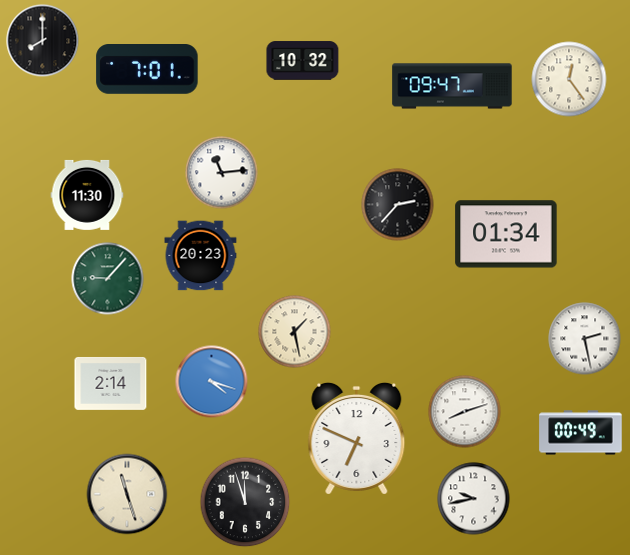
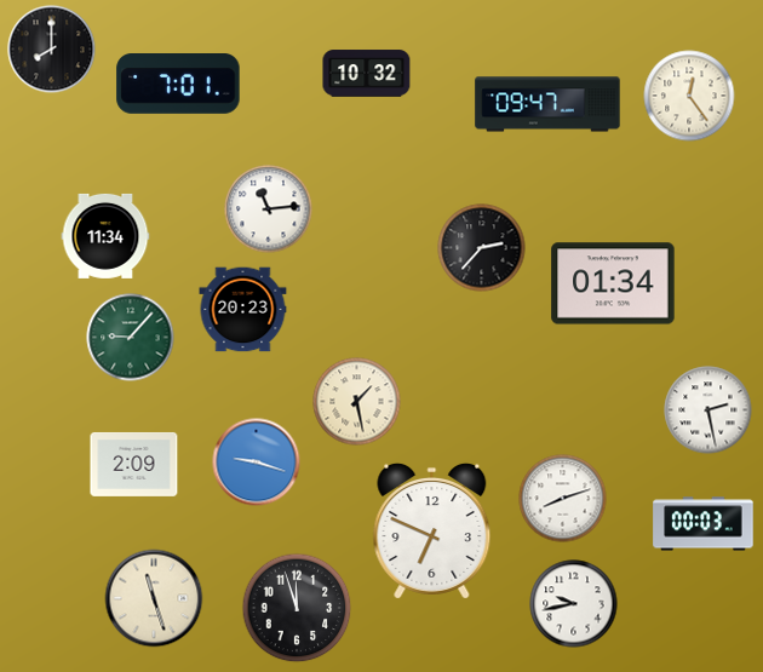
clock at (87, 195): 11:30 -> 11:34
clock at (212, 382): 4:18 -> 9:18
clock at (111, 383): 2:14 -> 2:09
clock at (581, 433): 00:49 -> 00:03
